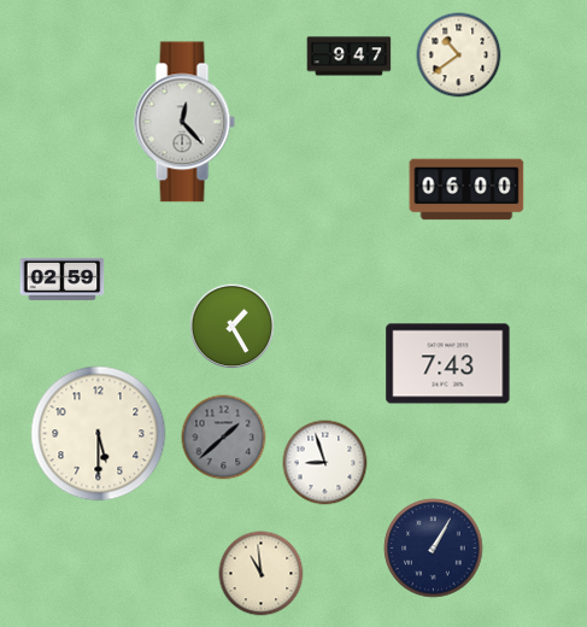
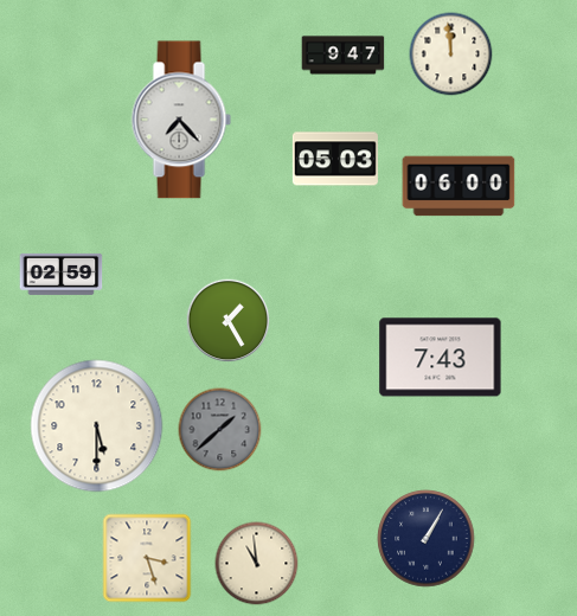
clock at (459, 55): 10:39 -> 11:59
clock at (184, 122): 12:23 -> 7:23
clock at (335, 159): none -> 05:03
clock at (325, 463): 8:57 -> none
clock at (147, 558): none -> 3:27
